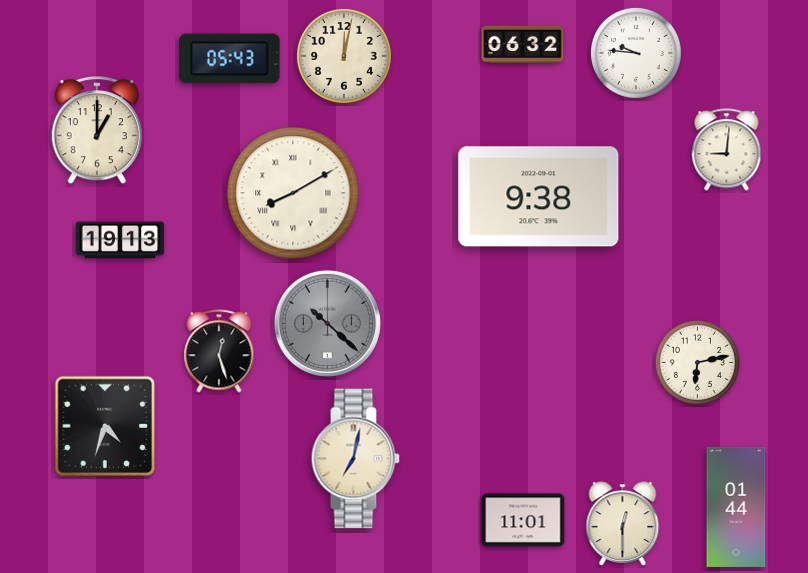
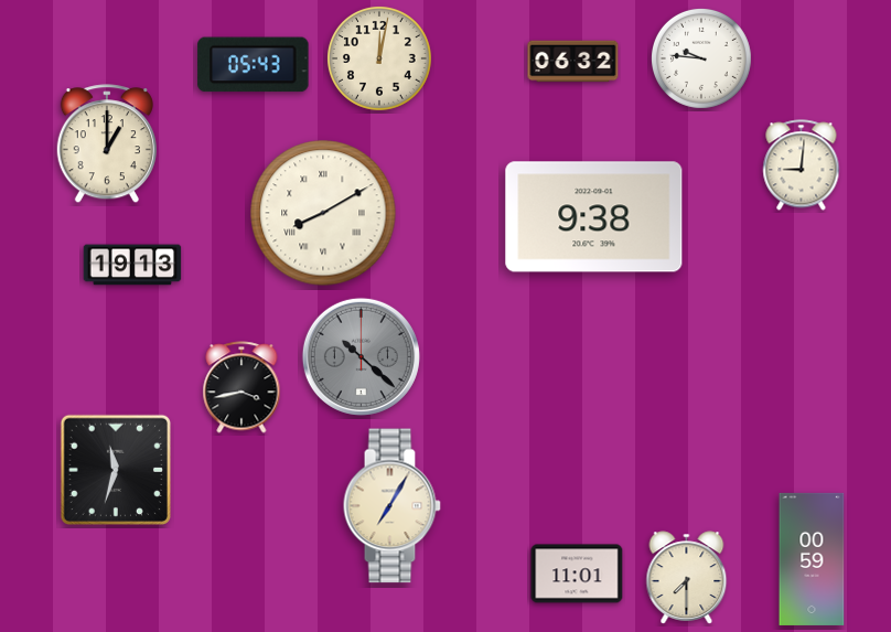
clock at (523, 45) position: (523, 45) -> (573, 62)
clock at (344, 56) position: (344, 56) -> (379, 58)
clock at (219, 351): 12:27 -> 3:43
clock at (697, 362): 6:13 -> none
clock at (104, 425): 4:33 -> 11:33
clock at (355, 459): 7:02 -> 7:05
clock at (736, 507): 01:44 -> 00:59
clock at (623, 524): 12:30 -> 7:30
